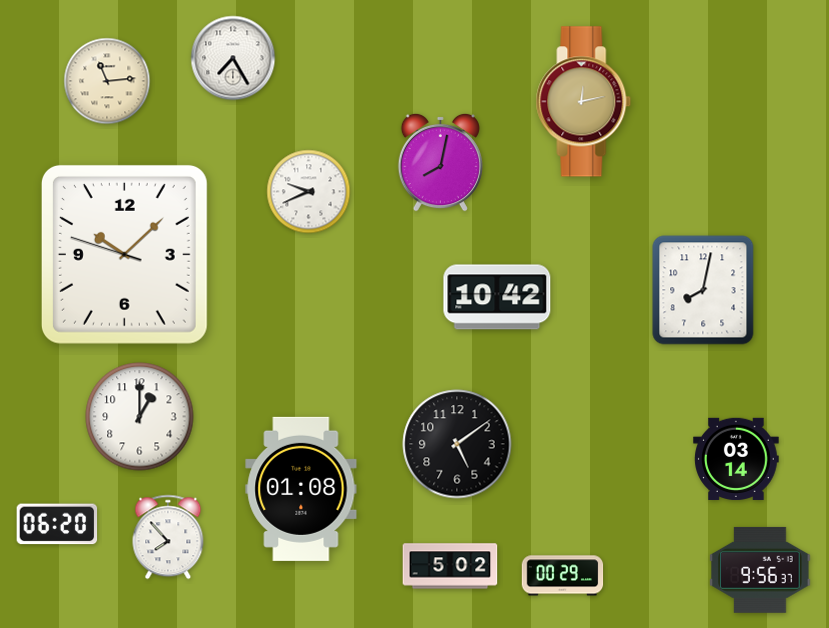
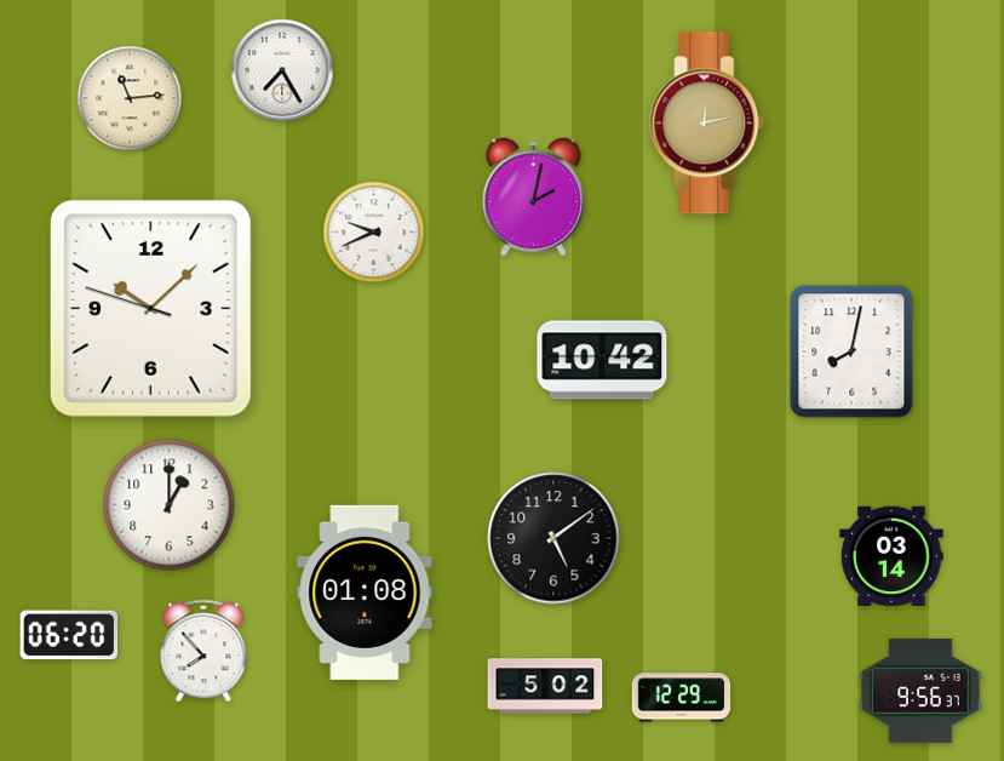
clock at (440, 162): 8:02 -> 2:02
clock at (563, 576): 00:29 -> 12:29
